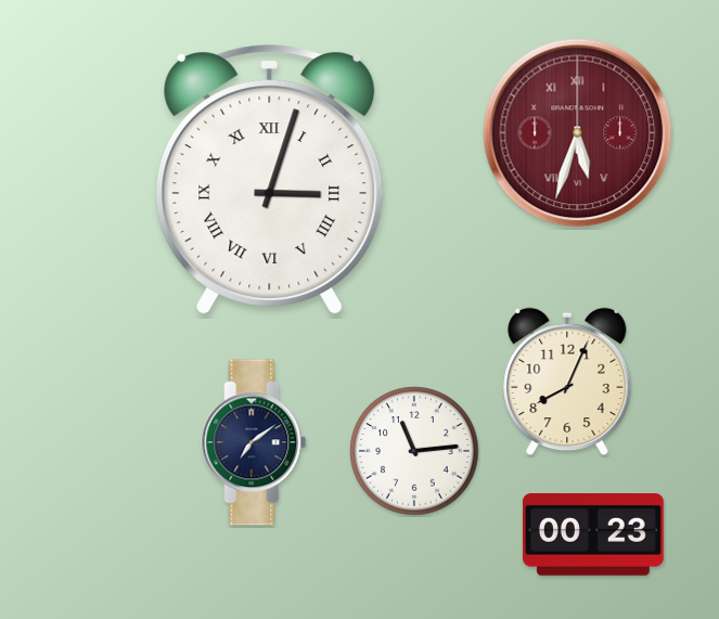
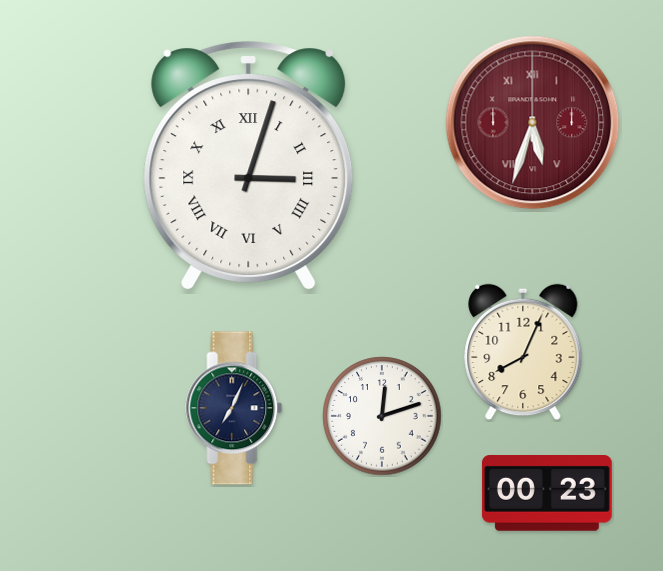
clock at (254, 442): 7:09 -> 7:04
clock at (414, 451): 11:14 -> 12:12
